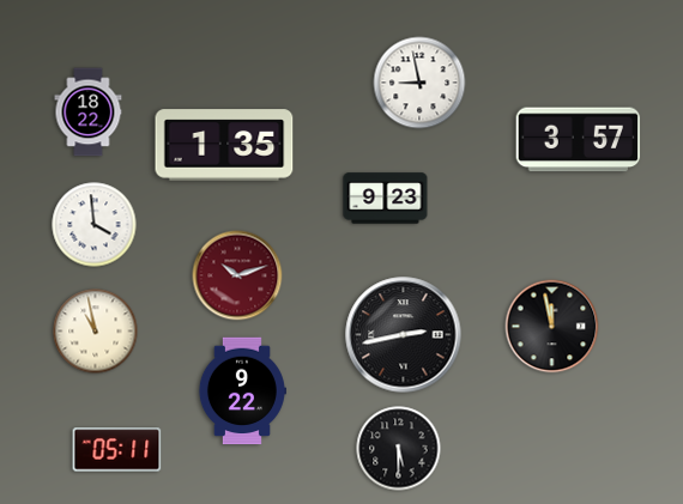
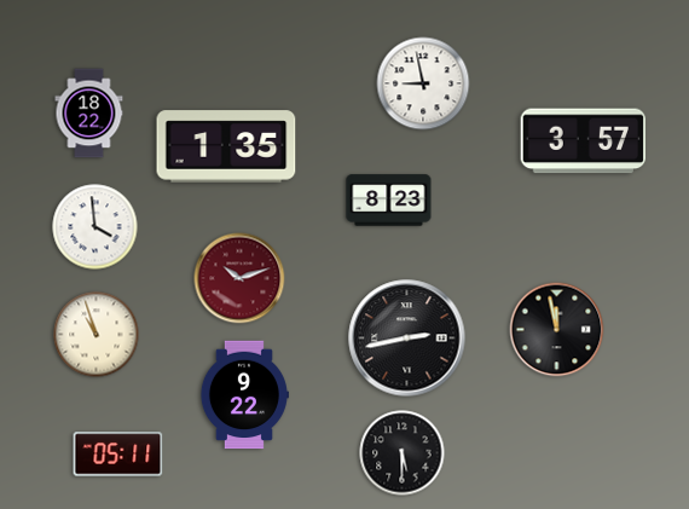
clock at (386, 199): 9:23 -> 8:23
clock at (96, 332): 10:58 -> 10:57
